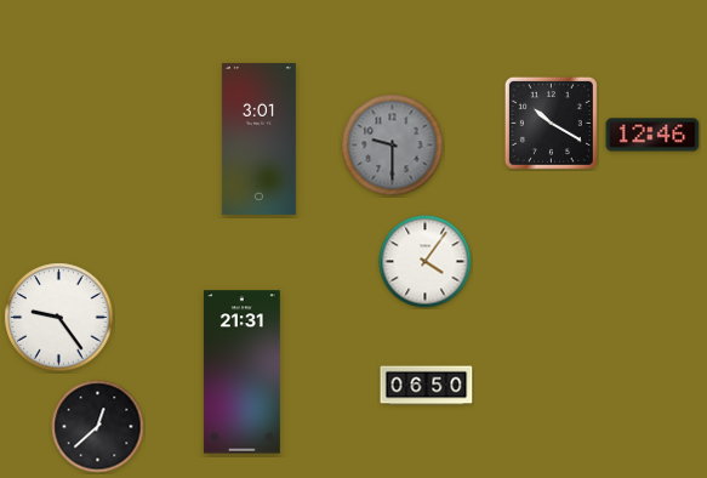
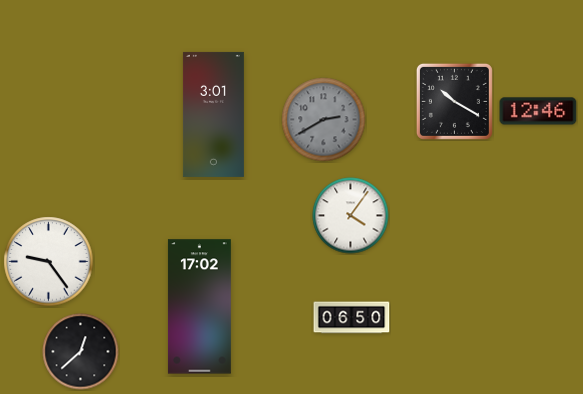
clock at (393, 146): 9:30 -> 2:40
clock at (241, 372): 21:31 -> 17:02
